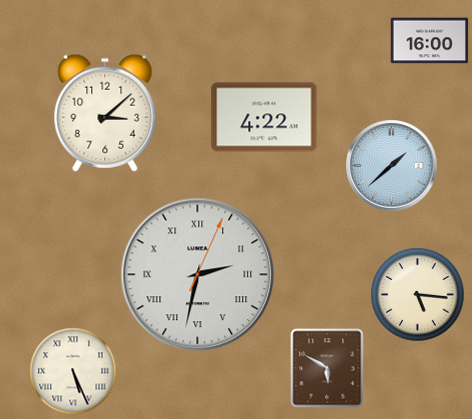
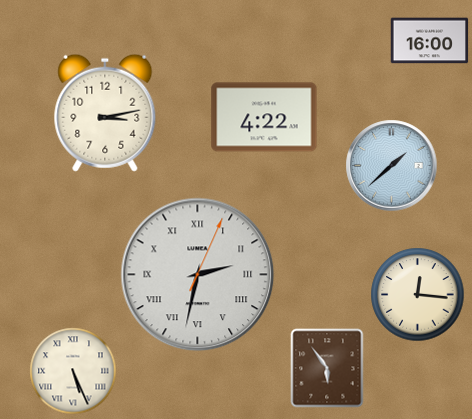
clock at (105, 113): 3:08 -> 3:13
clock at (417, 294): 5:16 -> 12:16
clock at (327, 368): 5:50 -> 5:54
